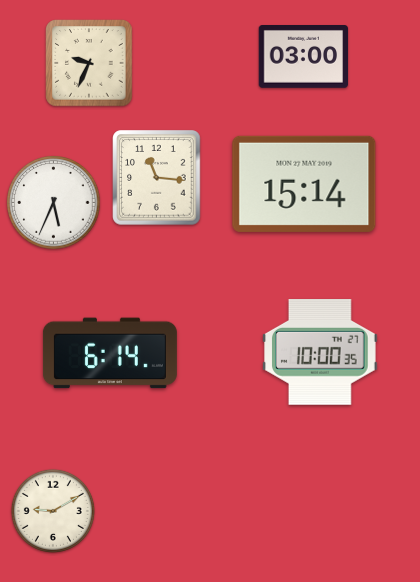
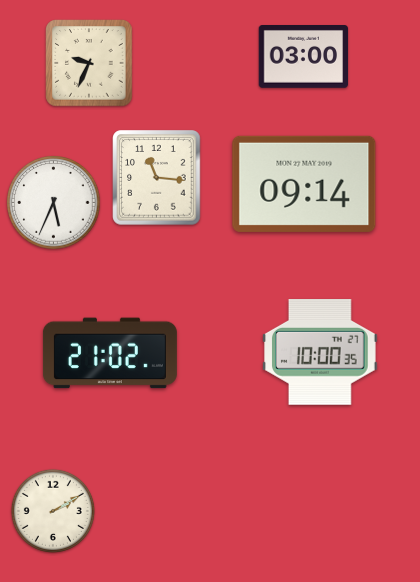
clock at (304, 184): 15:14 -> 09:14
clock at (110, 353): 6:14 -> 21:02
clock at (53, 511): 9:10 -> 2:10
